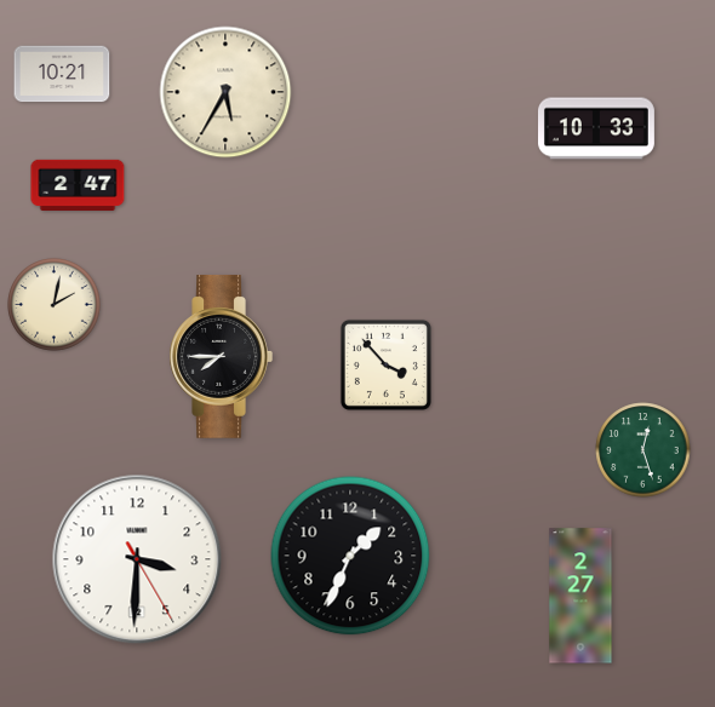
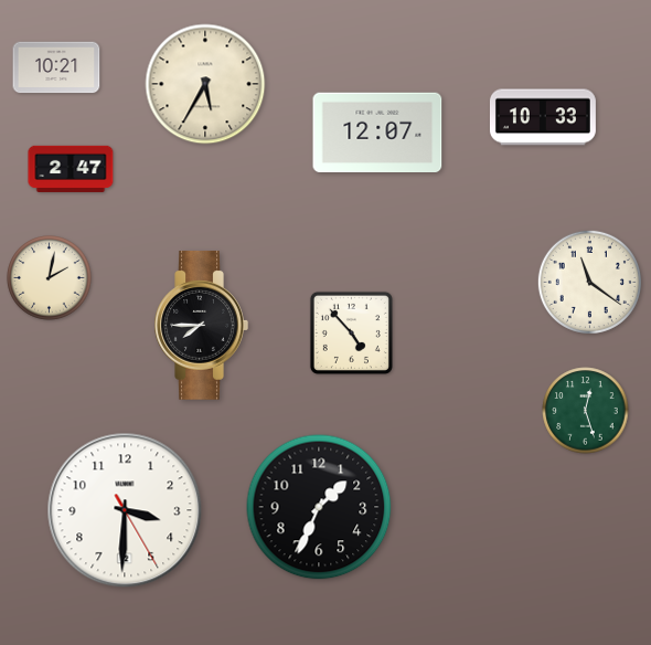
clock at (377, 131): none -> 12:07
clock at (589, 282): none -> 11:21
clock at (385, 364): 3:53 -> 4:53
clock at (580, 596): 2:27 -> none
